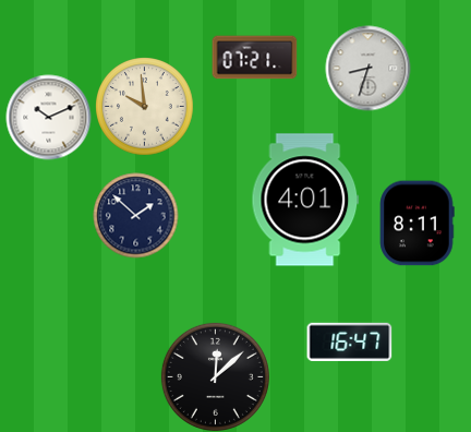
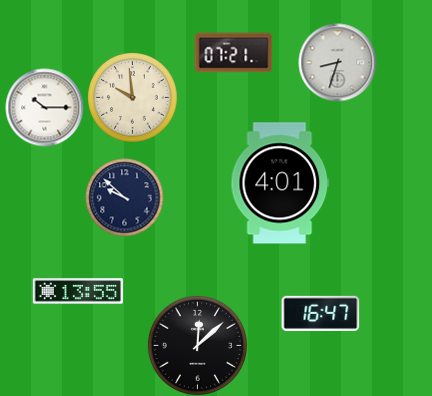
clock at (48, 117): 10:11 -> 10:15
clock at (135, 215): 1:52 -> 9:52
clock at (416, 223): 8:11 -> none
clock at (77, 291): none -> 13:55
